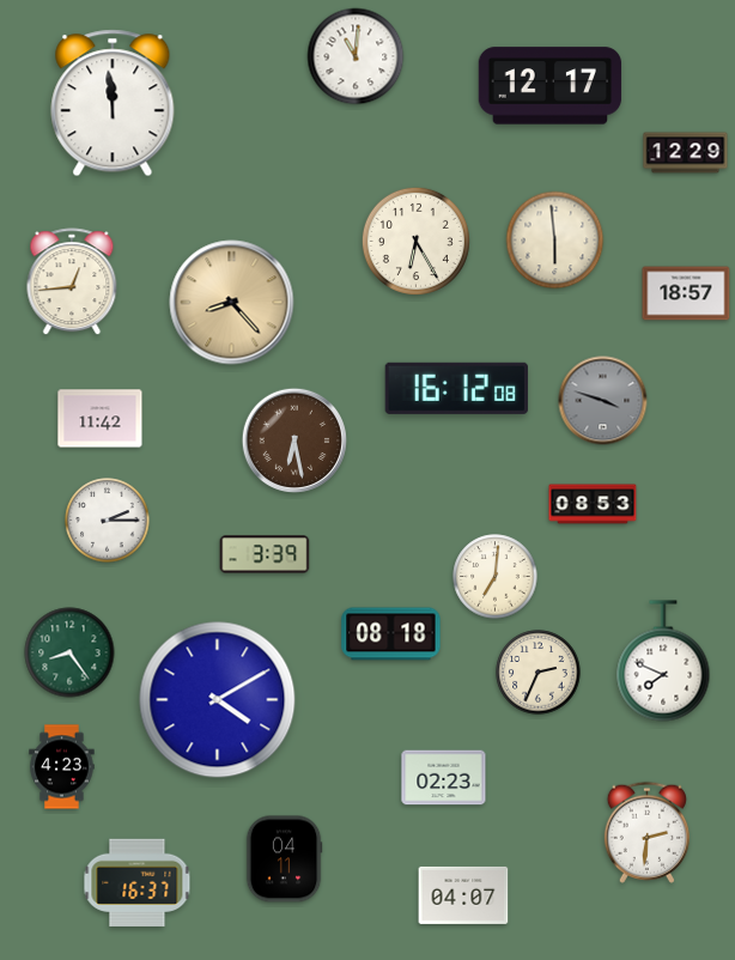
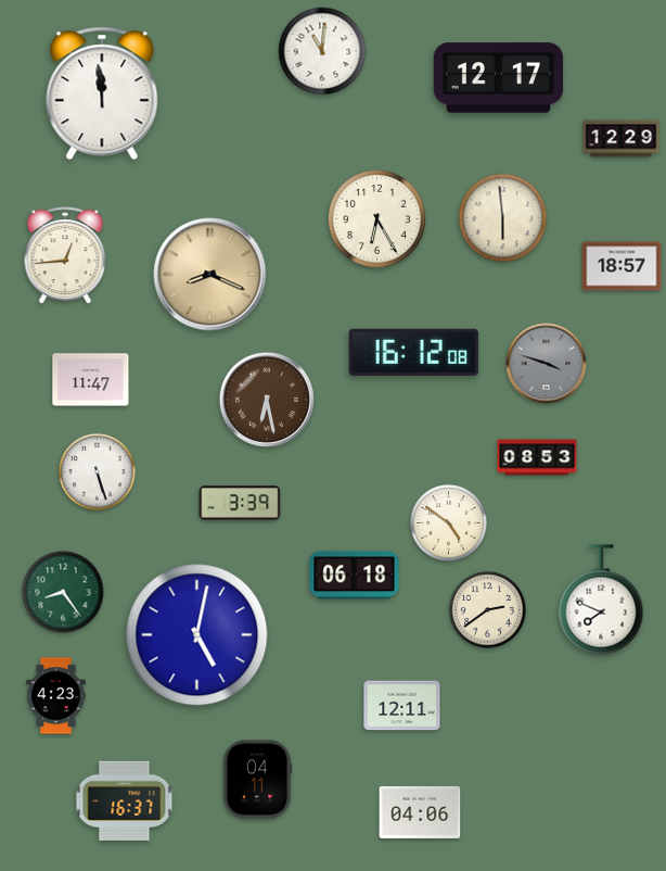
clock at (232, 303): 8:23 -> 8:19
clock at (101, 419): 11:42 -> 11:47
clock at (108, 521): 2:15 -> 5:27
clock at (496, 577): 7:01 -> 4:51
clock at (391, 634): 08:18 -> 06:18
clock at (539, 673): 2:34 -> 2:39
clock at (218, 700): 4:10 -> 5:02
clock at (444, 778): 02:23 -> 12:11
clock at (646, 832): 2:31 -> none
clock at (463, 895): 04:07 -> 04:06
